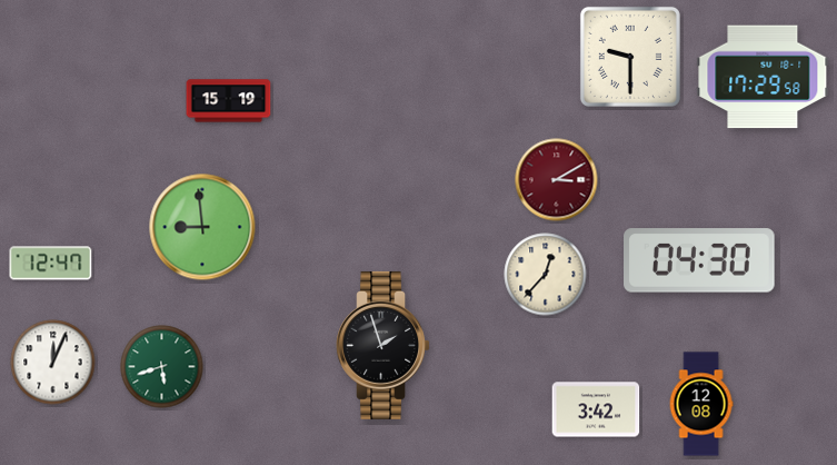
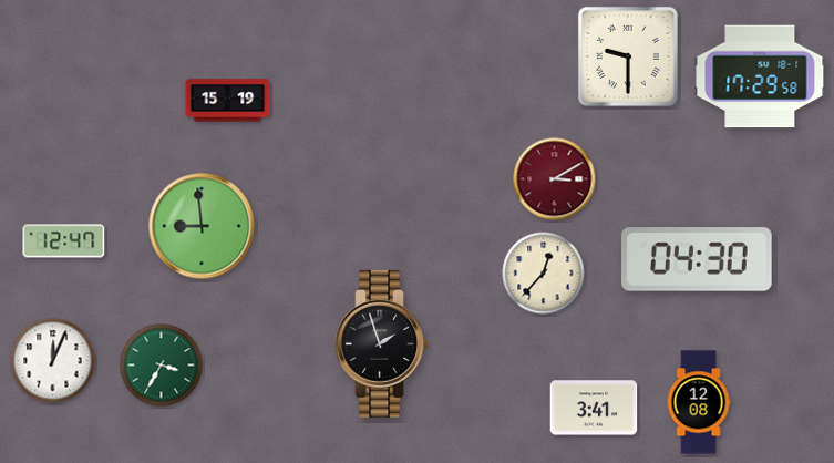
clock at (51, 264) position: (51, 264) -> (64, 241)
clock at (162, 367): 5:42 -> 3:35
clock at (596, 409): 3:42 -> 3:41
